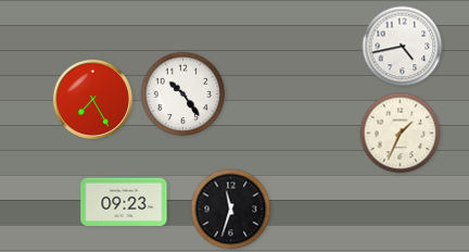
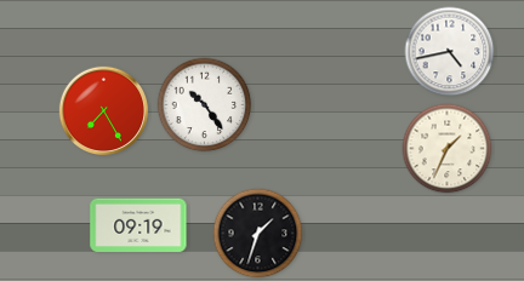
clock at (124, 202): 09:23 -> 09:19
clock at (231, 210): 11:33 -> 1:33
